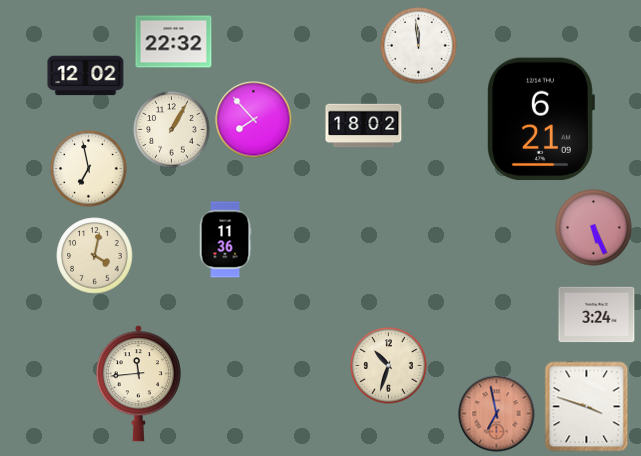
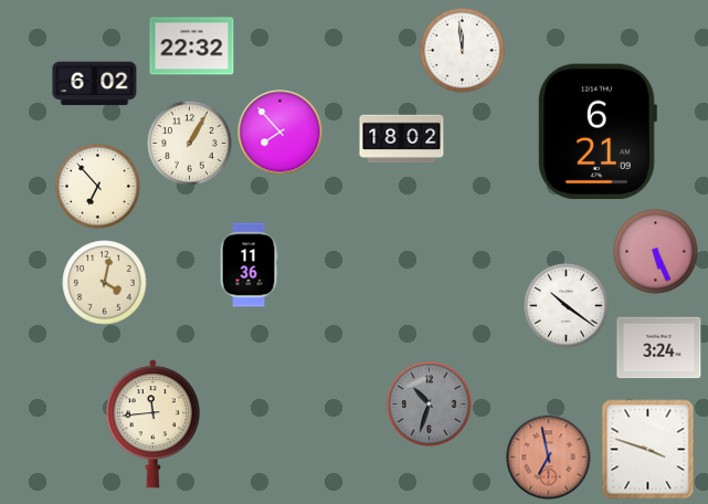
clock at (86, 76): 12:02 -> 6:02
clock at (89, 169): 6:58 -> 6:53
clock at (567, 306): none -> 10:21
clock at (389, 366) dial: cream -> grey
